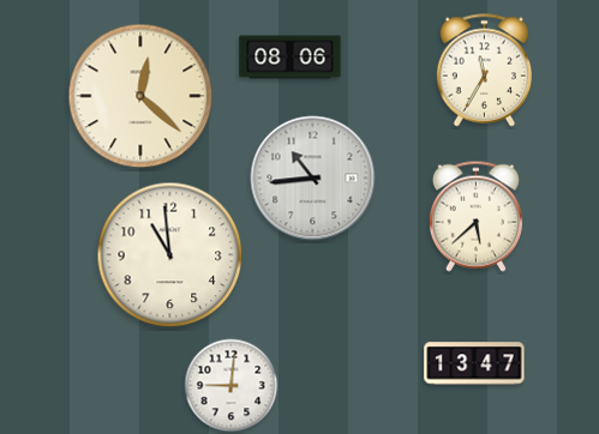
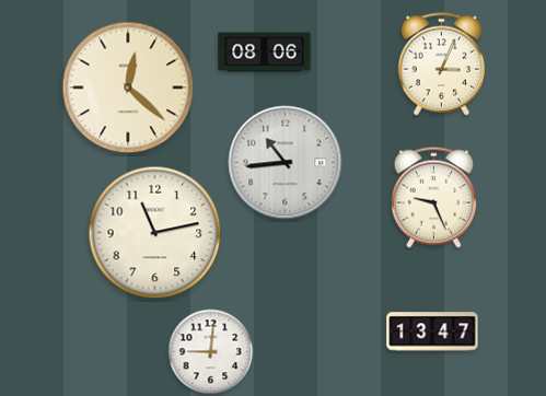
clock at (485, 71): 11:35 -> 3:04
clock at (475, 216): 5:38 -> 9:26
clock at (170, 255): 10:59 -> 11:13
